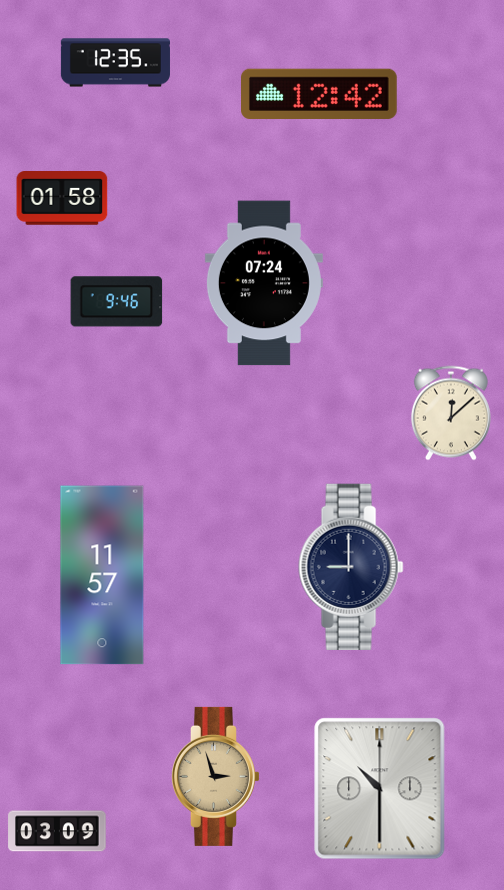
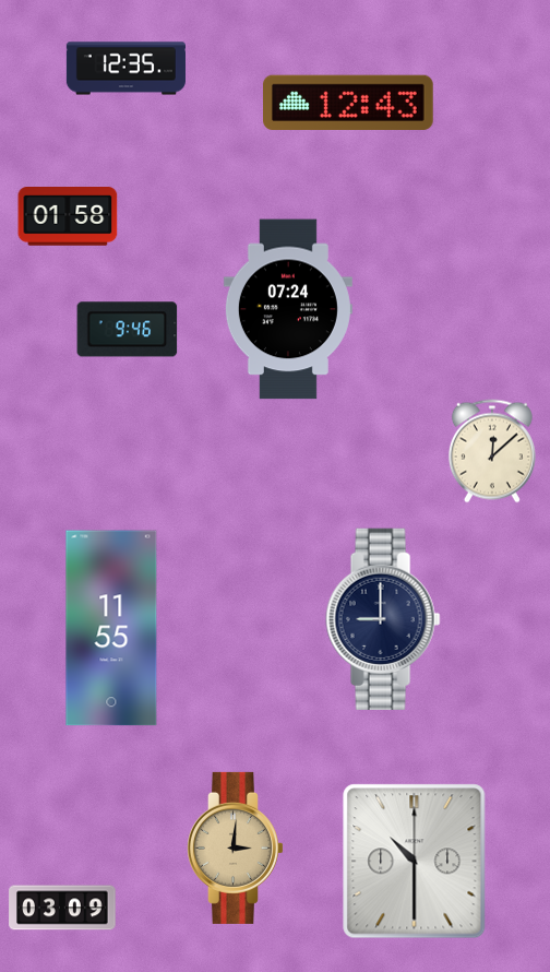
clock at (320, 93): 12:42 -> 12:43
clock at (102, 575): 11:57 -> 11:55
clock at (215, 776): 2:57 -> 3:01
